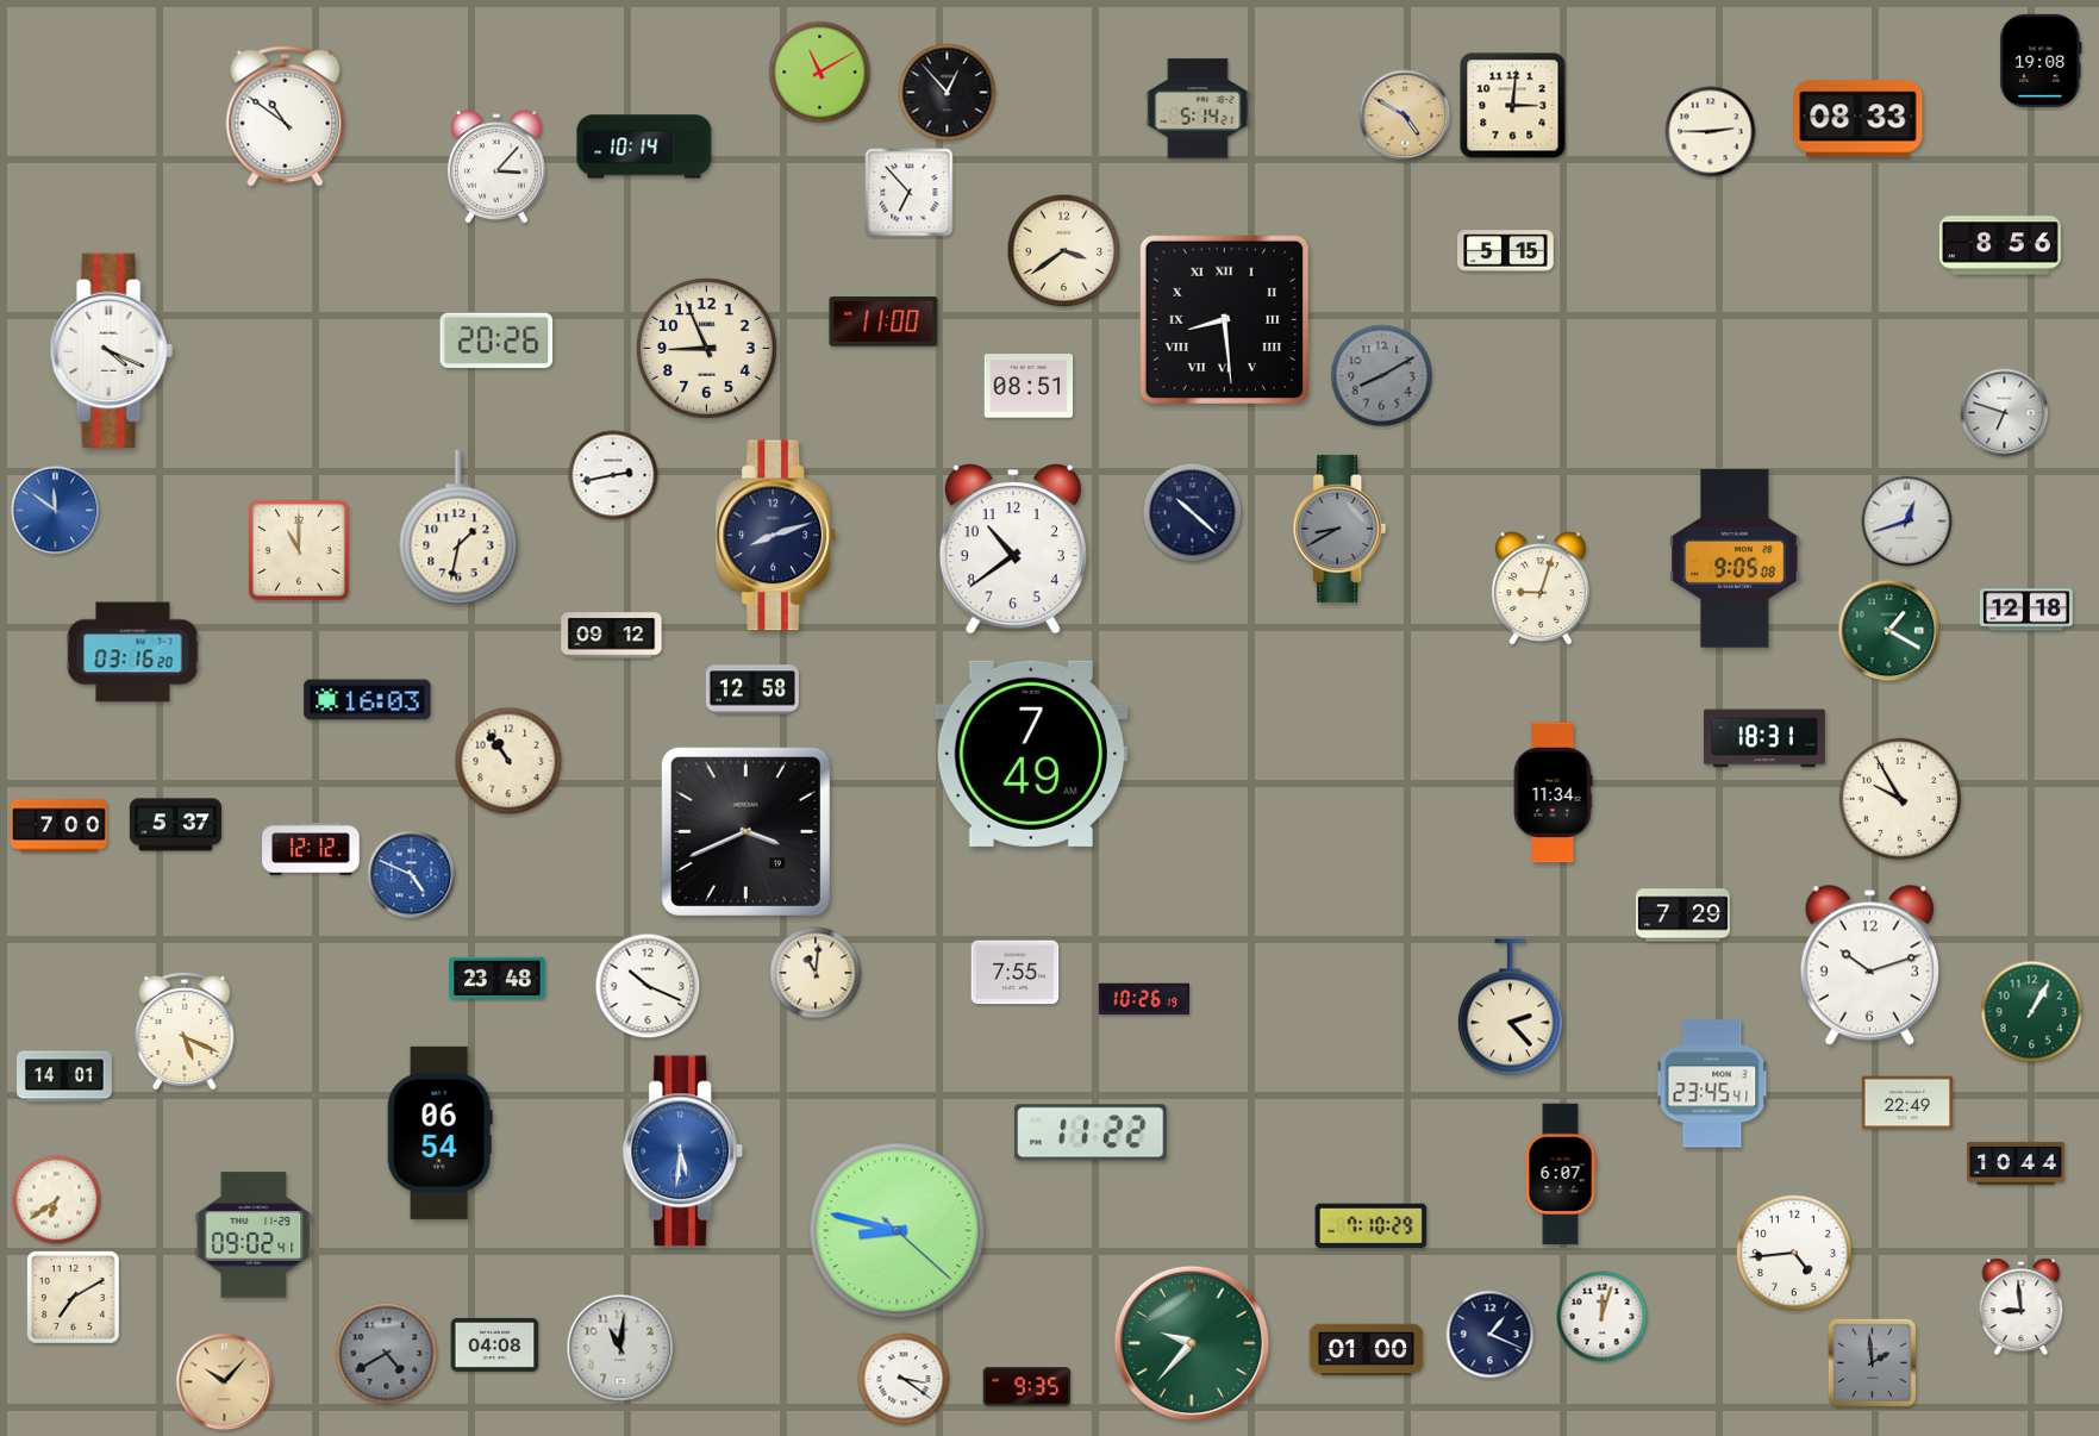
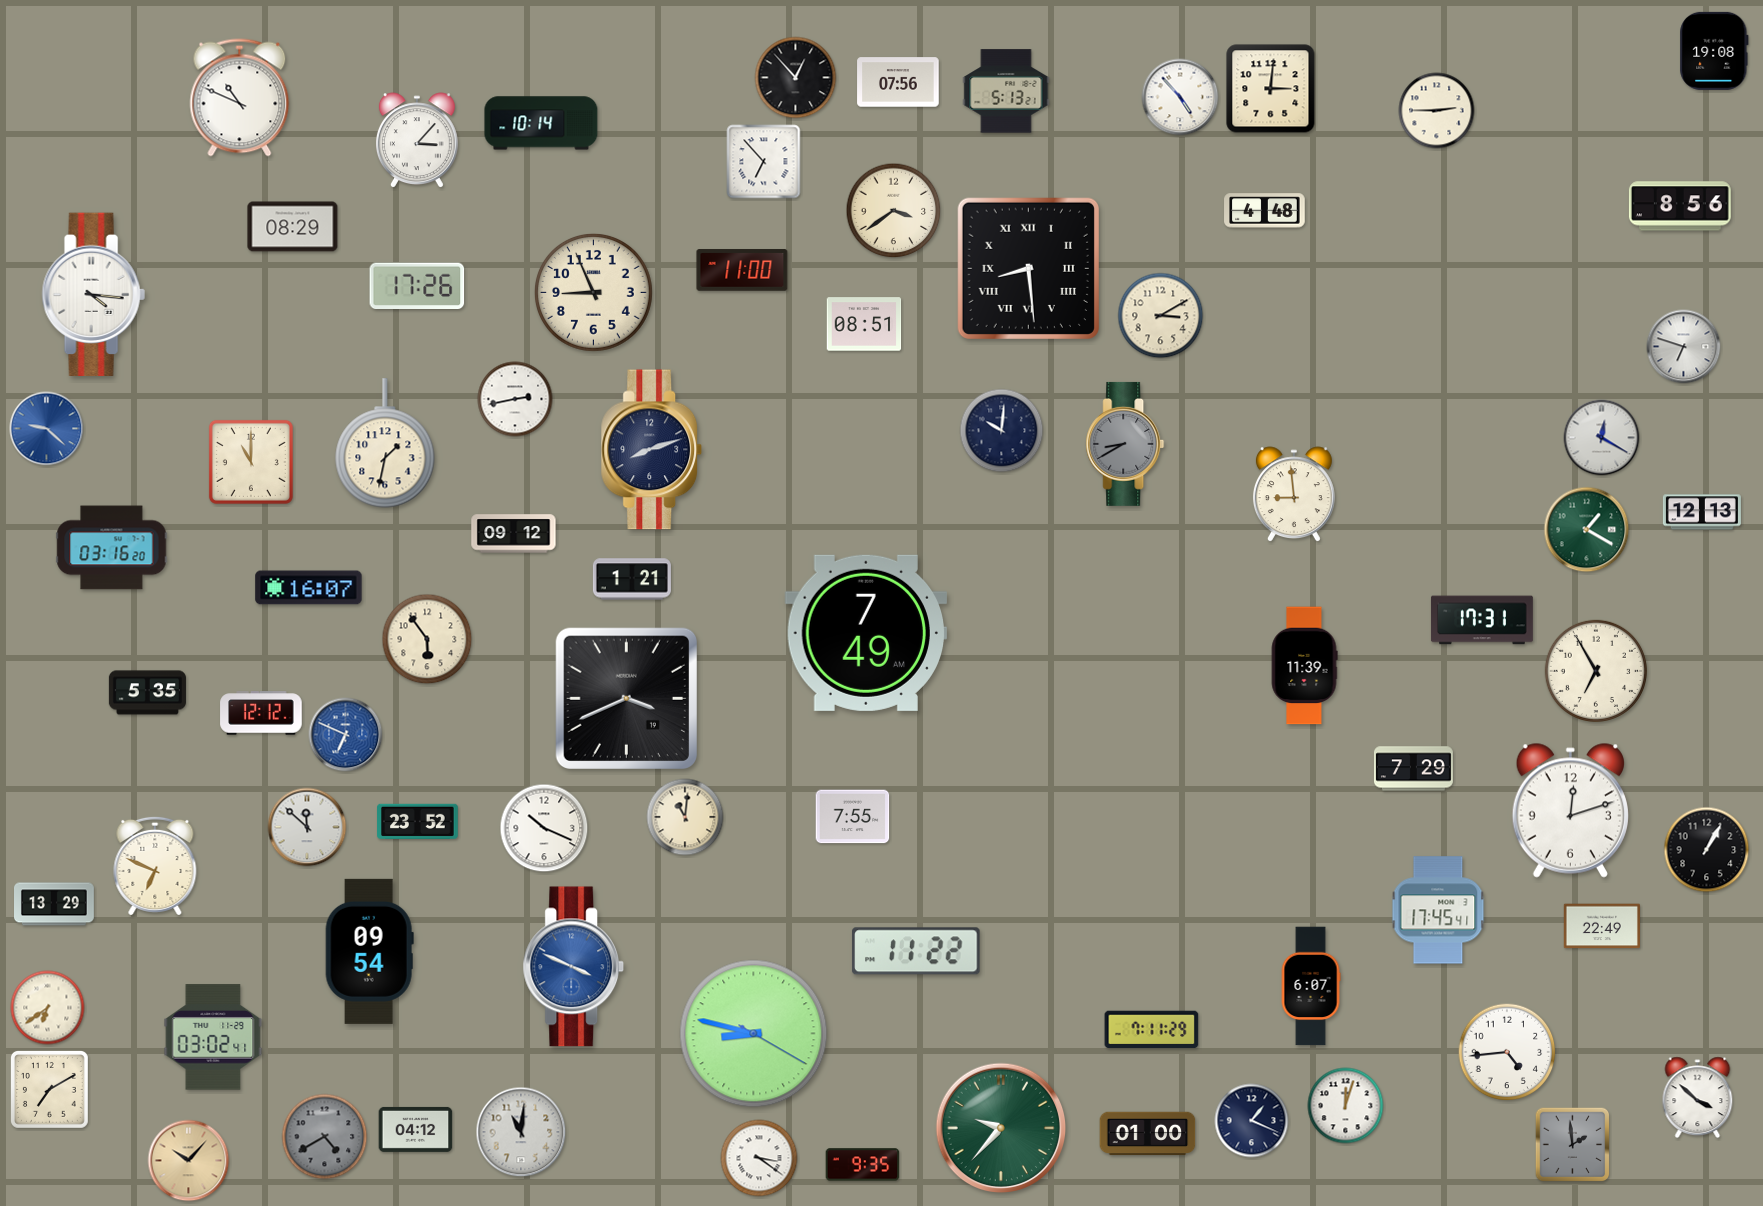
clock at (820, 73): 11:10 -> none
clock at (898, 82): none -> 07:56
clock at (1198, 108): 5:14 -> 5:13
clock at (1405, 115): 4:50 -> 4:53
clock at (1405, 115) dial: champagne -> white
clock at (286, 117): 10:51 -> 10:49
clock at (1859, 119): 08:33 -> none
clock at (1506, 251): 5:15 -> 4:48
clock at (293, 227): none -> 08:29
clock at (496, 339): 20:26 -> 17:26
clock at (111, 351): 4:19 -> 4:16
clock at (1382, 376): 8:10 -> 3:10
clock at (1382, 376) dial: grey -> cream
clock at (56, 511): 11:51 -> 9:22
clock at (1193, 513): 10:22 -> 10:01
clock at (1907, 522): 12:42 -> 12:20
clock at (1013, 549): 10:39 -> none
clock at (1735, 558): 9:05 -> none
clock at (1541, 589): 9:03 -> 8:59
clock at (2026, 610): 12:18 -> 12:13
clock at (752, 689): 12:58 -> 1:21
clock at (368, 700): 16:03 -> 16:07
clock at (1764, 738): 18:31 -> 17:31
clock at (508, 761): 10:54 -> 5:54
clock at (1553, 793): 11:34 -> 11:39
clock at (1899, 798): 9:55 -> 6:55
clock at (175, 825): 5:37 -> 5:35
clock at (60, 826): 7:00 -> none
clock at (412, 875): 4:49 -> 6:49
clock at (1869, 964): 10:12 -> 12:12
clock at (498, 978): 23:48 -> 23:52
clock at (307, 827): none -> 11:52
clock at (1144, 999): 10:26 -> none
clock at (1510, 1007): 2:23 -> none
clock at (2032, 1012) dial: green -> black
clock at (185, 1031): 5:19 -> 6:49
clock at (65, 1076): 14:01 -> 13:29
clock at (1712, 1084): 23:45 -> 17:45
clock at (439, 1132): 06:54 -> 09:54
clock at (683, 1151): 5:31 -> 3:49
clock at (2016, 1163): 10:44 -> none
clock at (1372, 1226): 7:10 -> 7:11
clock at (898, 1231): 8:47:22 -> 8:47:20
clock at (254, 1235): 09:02 -> 03:02
clock at (74, 1298) position: (74, 1298) -> (50, 1090)
clock at (2022, 1307): 8:59 -> 3:52
clock at (495, 1344): 04:08 -> 04:12
